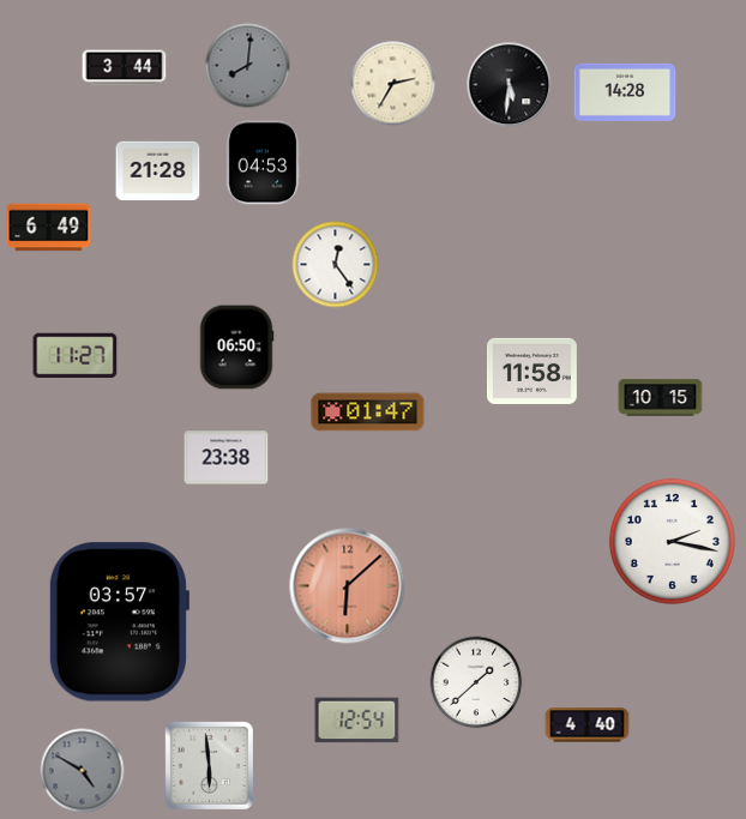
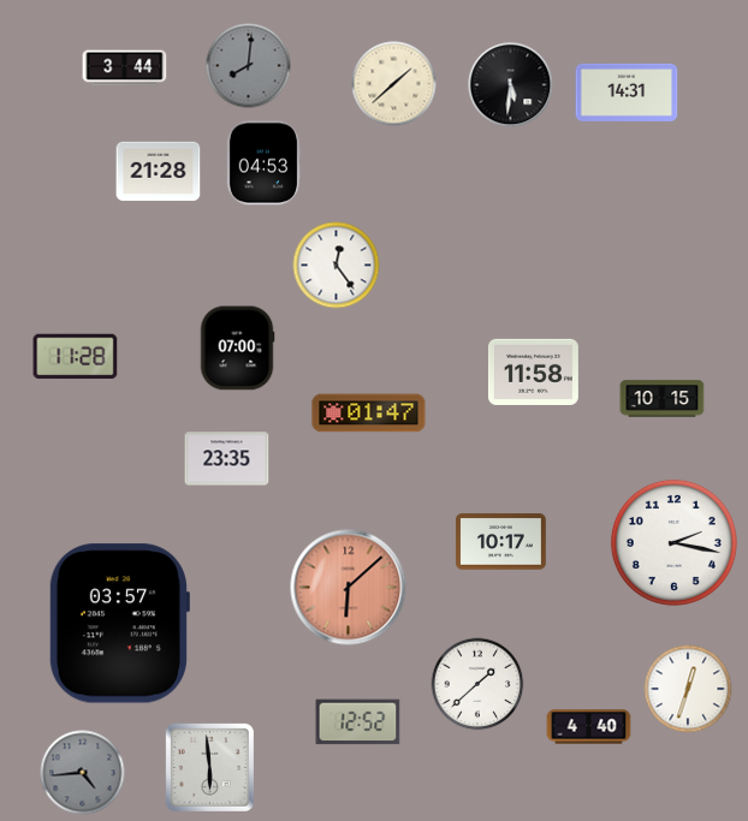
clock at (393, 84): 2:35 -> 1:38
clock at (625, 92): 14:28 -> 14:31
clock at (49, 228): 6:49 -> none
clock at (236, 348): 06:50 -> 07:00
clock at (76, 356): 11:27 -> 11:28
clock at (227, 458): 23:38 -> 23:35
clock at (500, 542): none -> 10:17
clock at (688, 689): none -> 12:33
clock at (357, 721): 12:54 -> 12:52
clock at (83, 771): 4:50 -> 4:44
